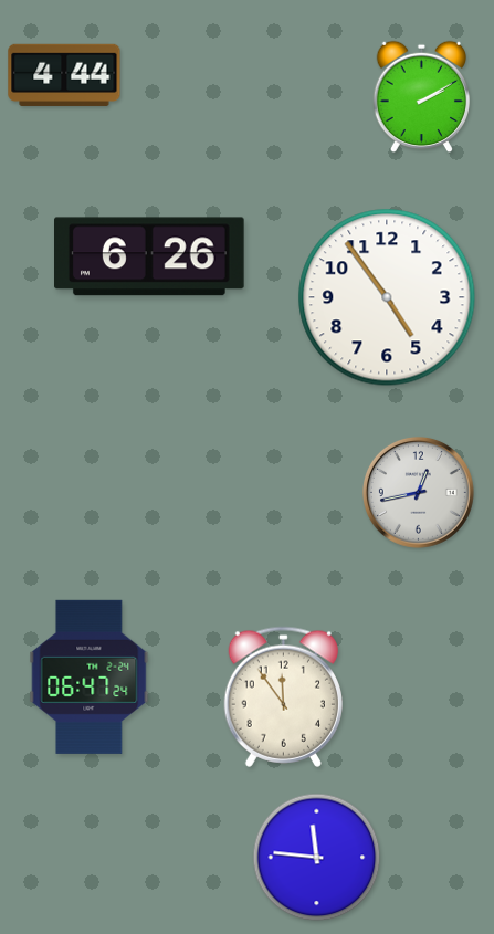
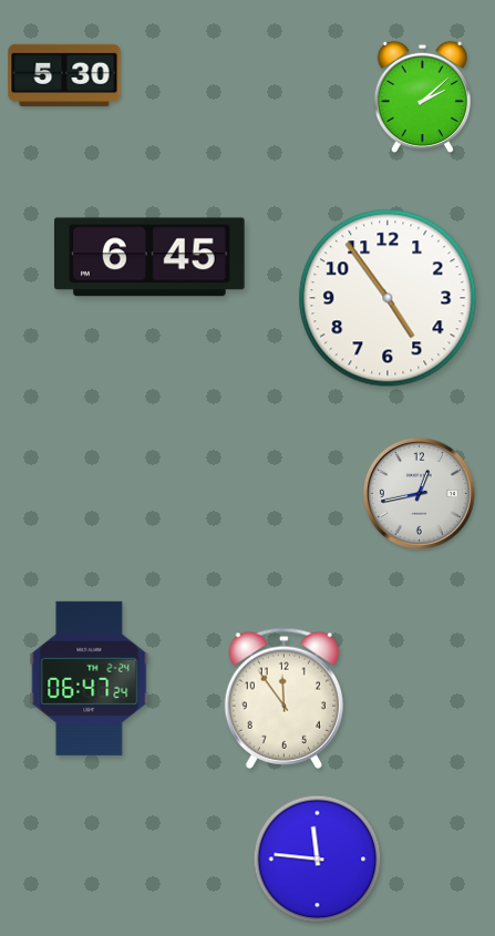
clock at (64, 75): 4:44 -> 5:30
clock at (421, 97): 2:10 -> 2:08
clock at (150, 256): 6:26 -> 6:45
